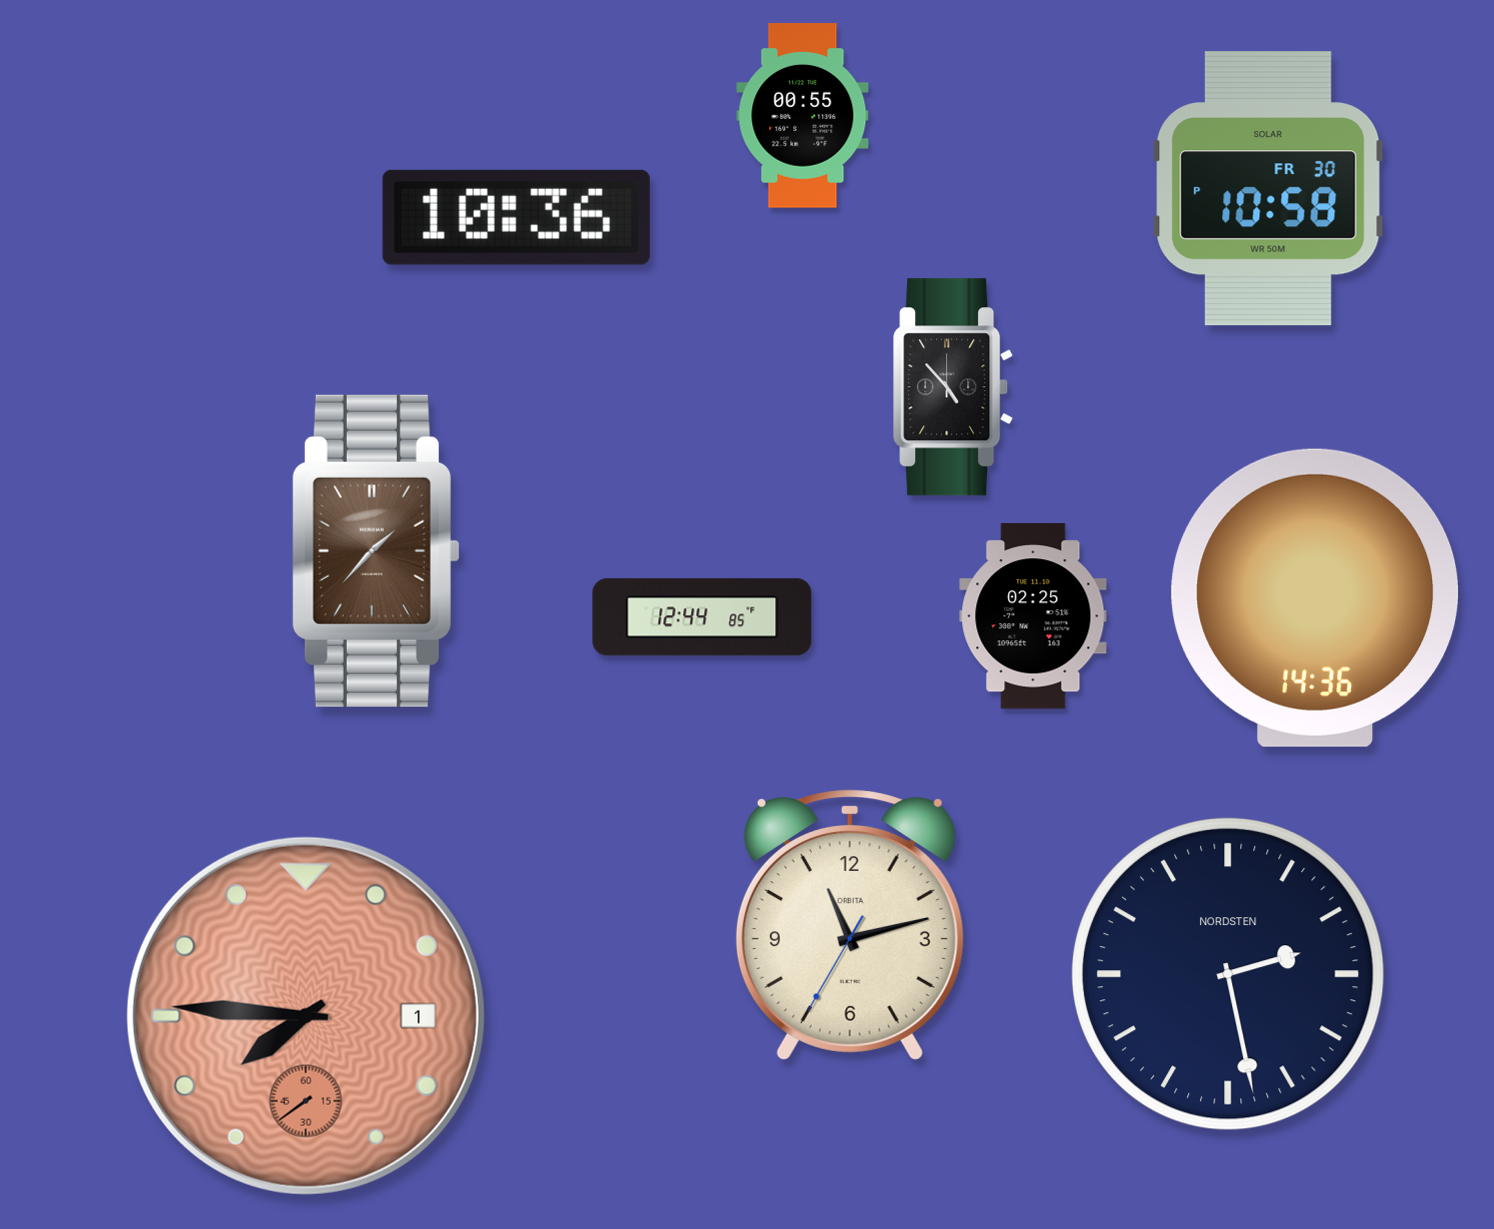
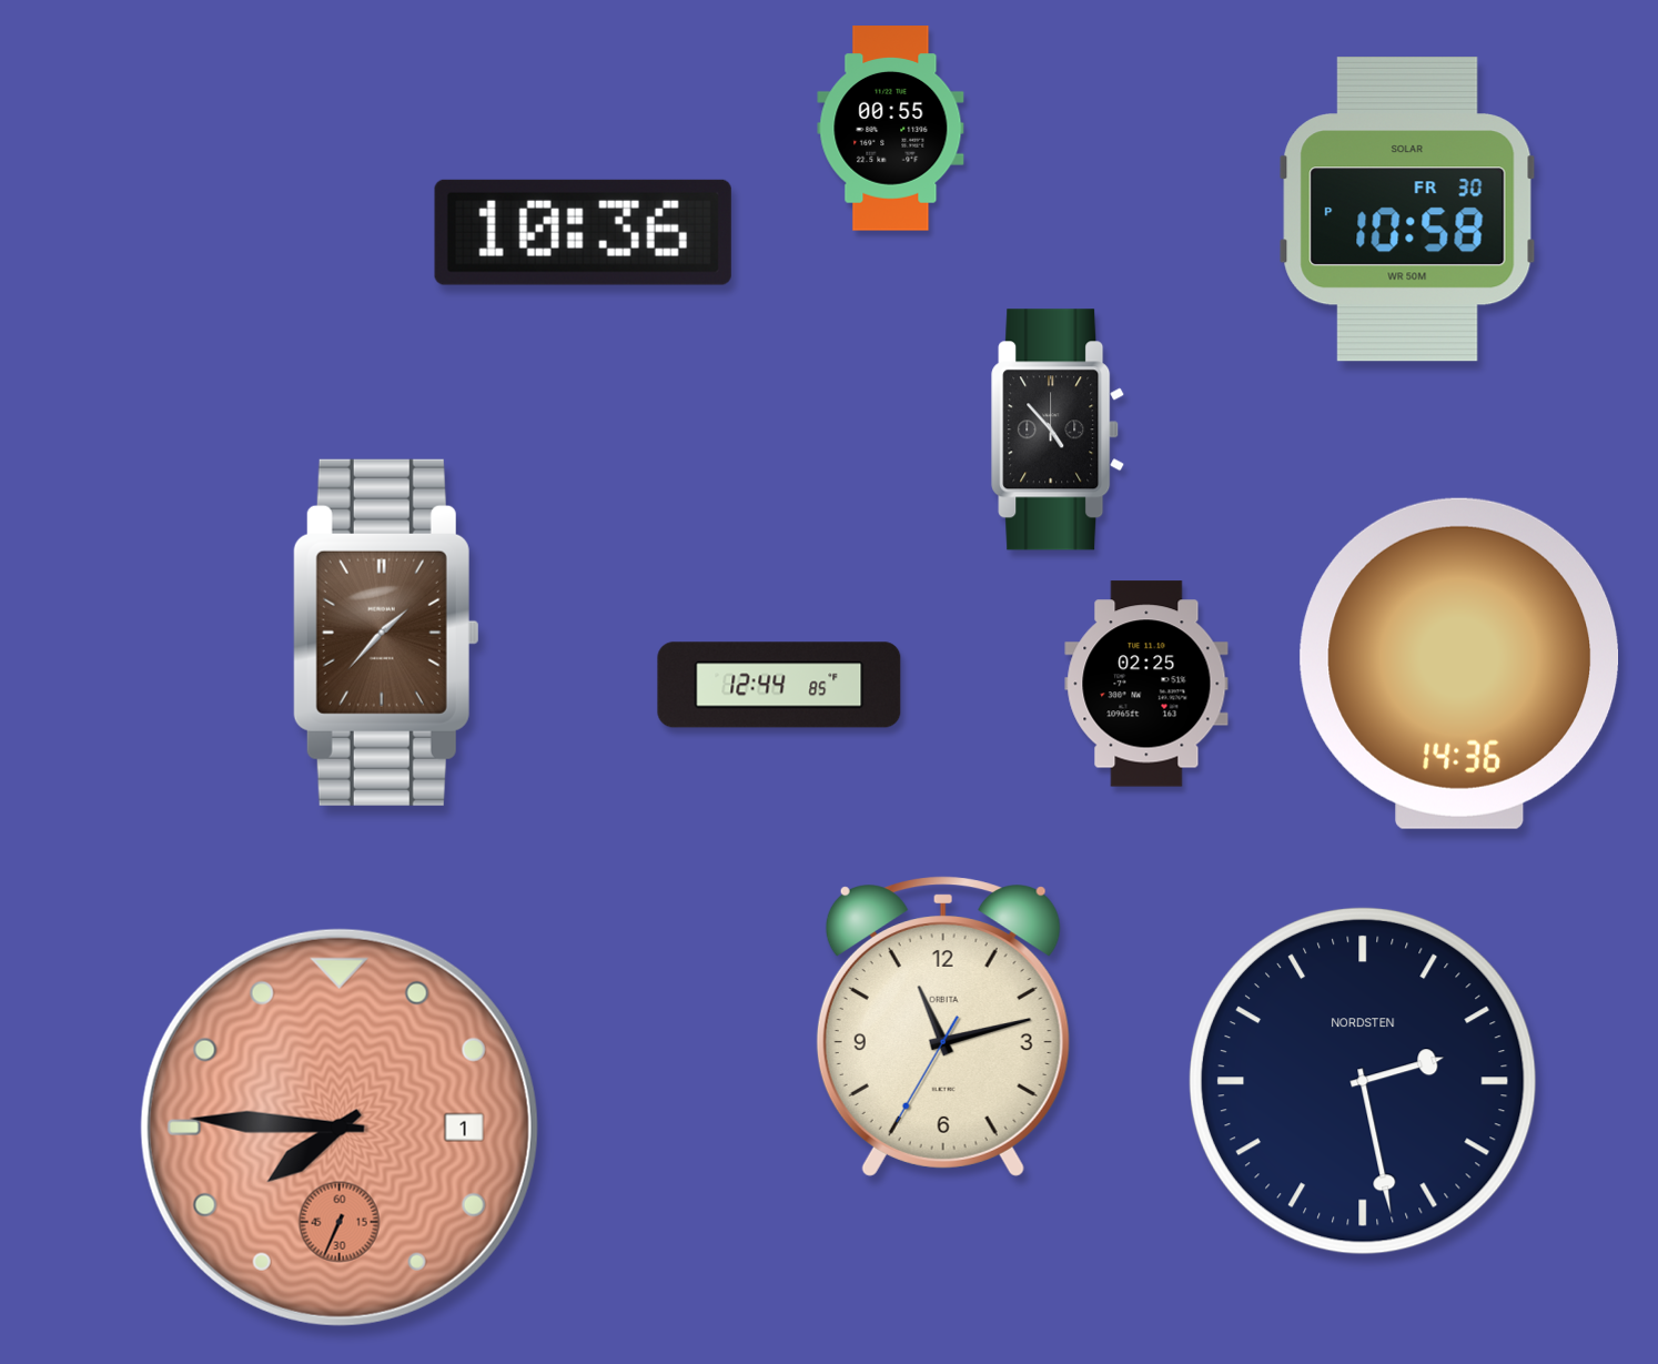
clock at (516, 217) position: (516, 217) -> (583, 232)
clock at (376, 551) position: (376, 551) -> (386, 633)
clock at (306, 1016): 7:45:39 -> 7:45:34
